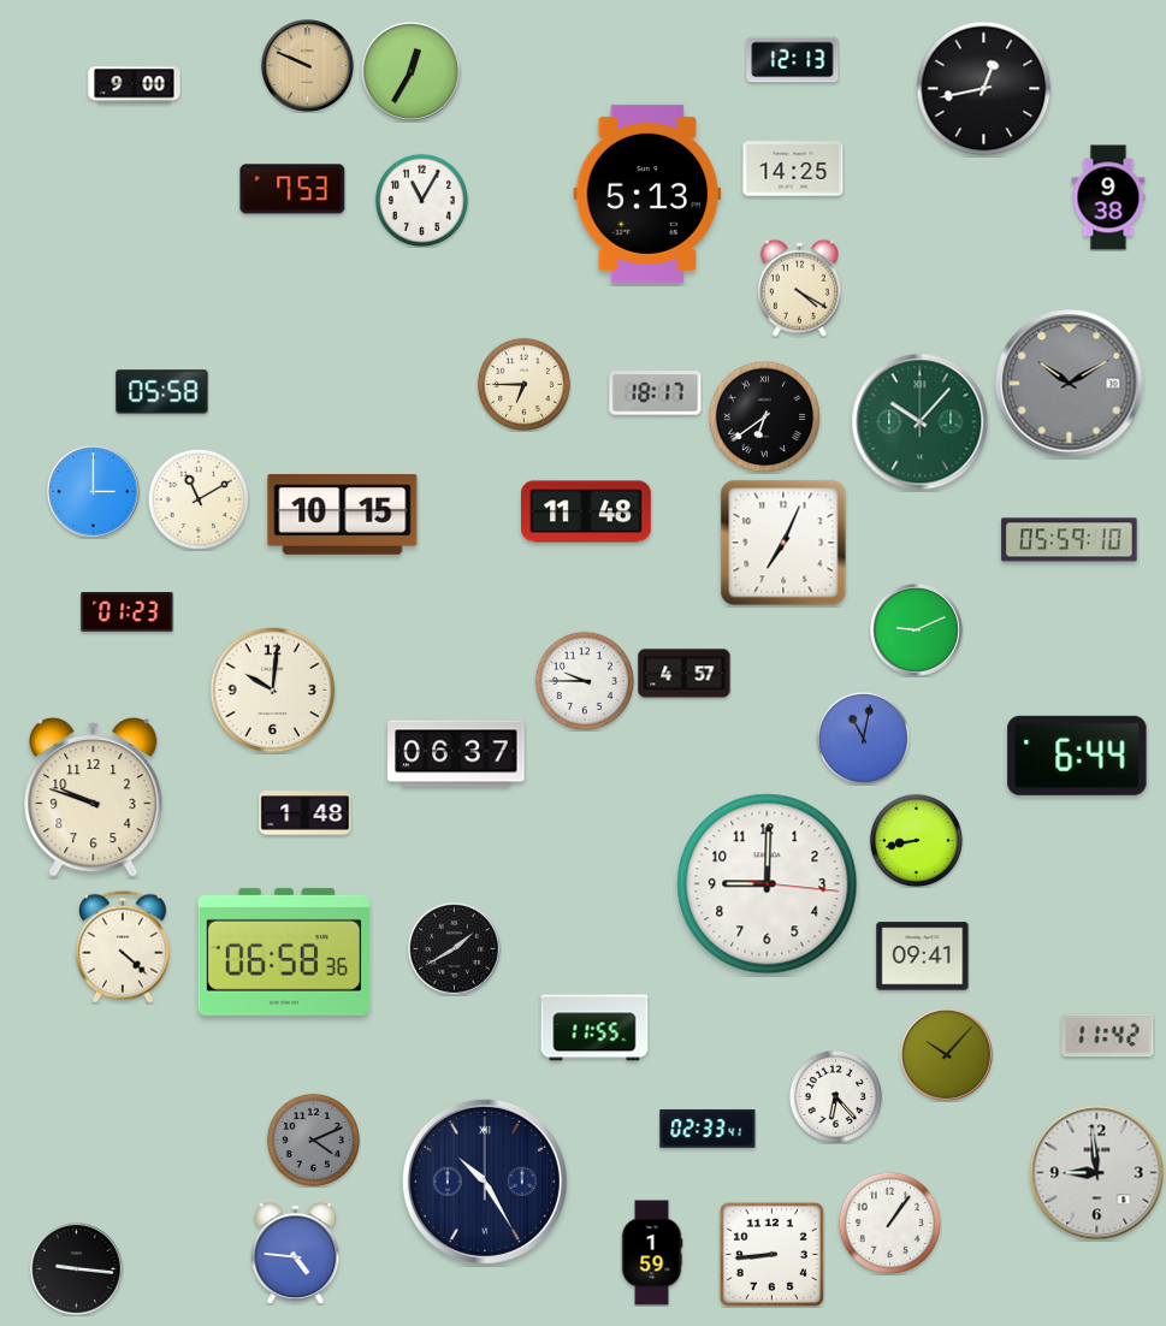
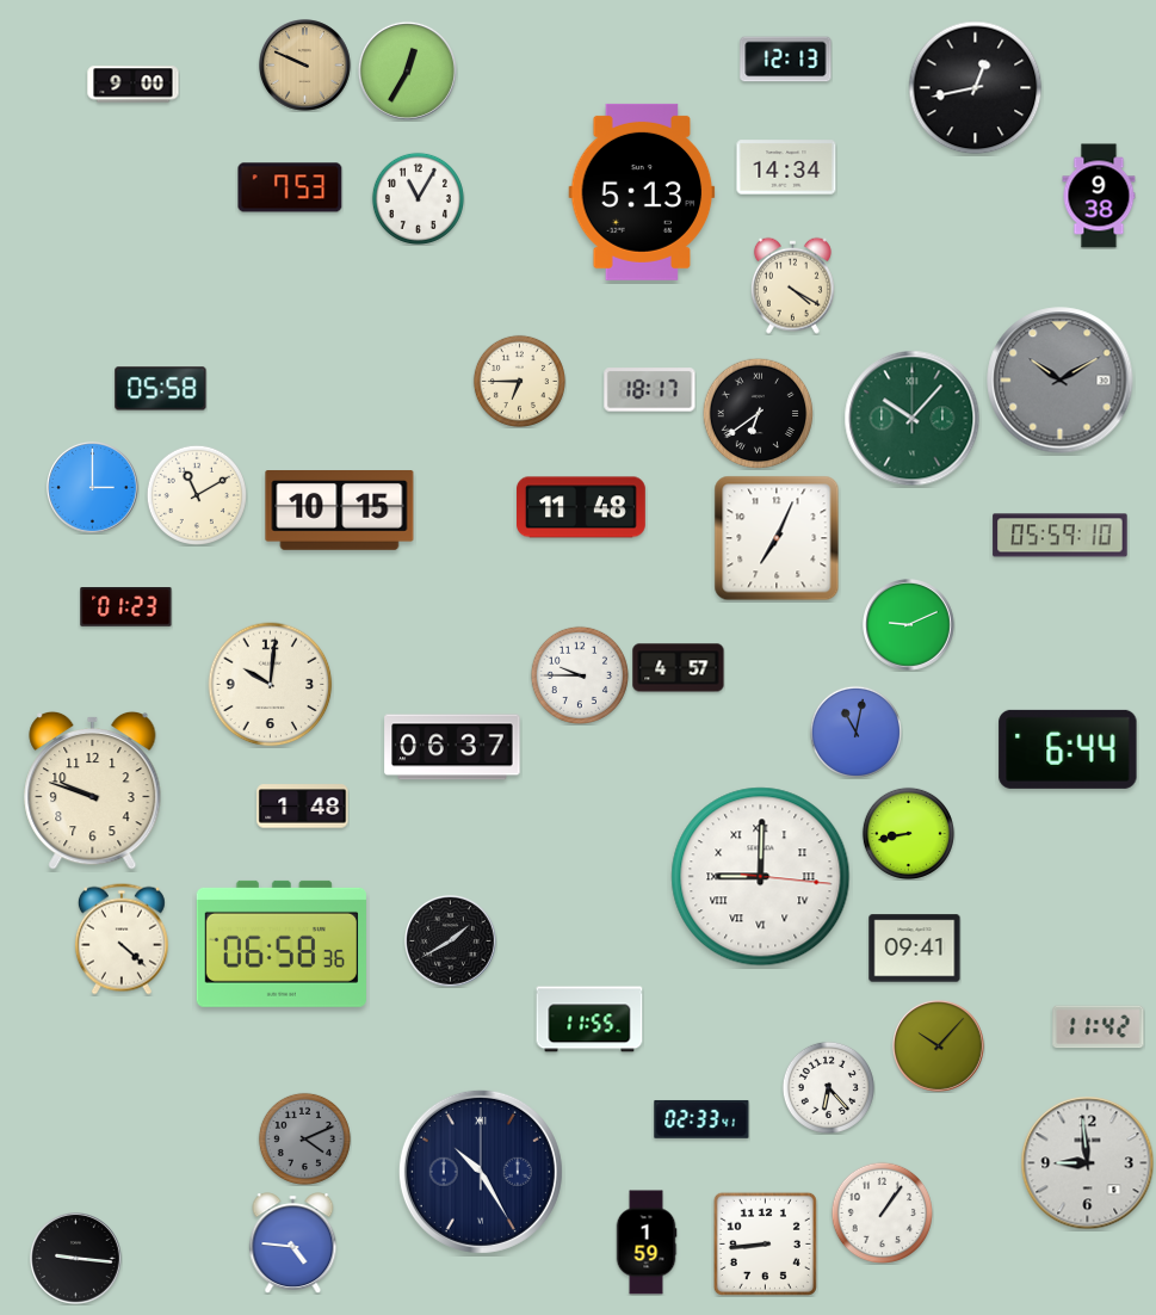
clock at (793, 168): 14:25 -> 14:34
clock at (768, 884) numerals: Arabic -> Roman
clock at (313, 1139) position: (313, 1139) -> (304, 1138)
